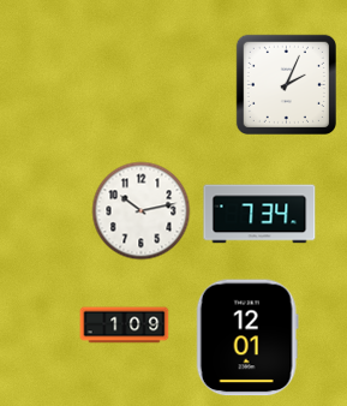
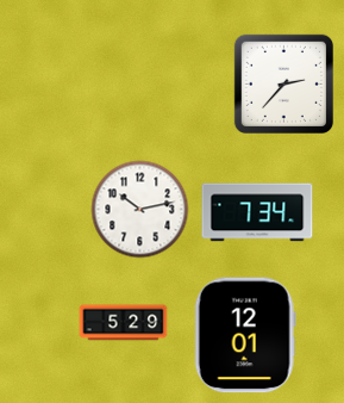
clock at (286, 84): 2:04 -> 2:37
clock at (125, 326): 1:09 -> 5:29
